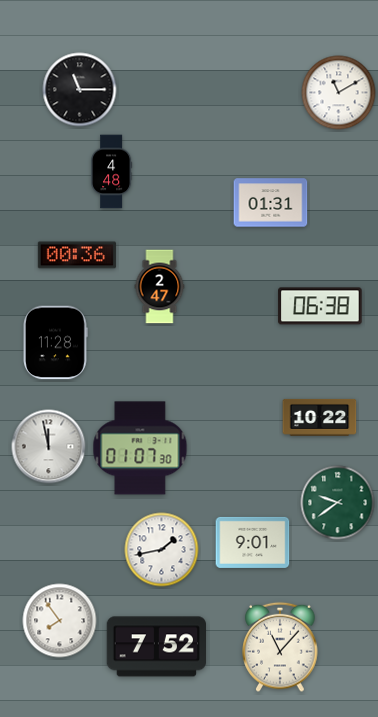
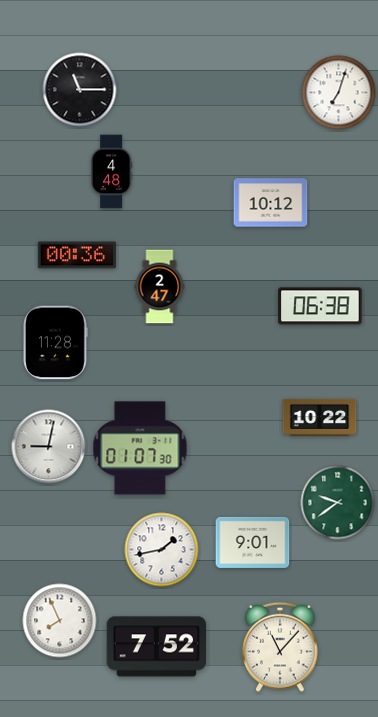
clock at (339, 93): 11:10 -> 7:03
clock at (271, 203): 01:31 -> 10:12
clock at (49, 447): 11:58 -> 9:02
clock at (60, 621): 7:54 -> 7:56
